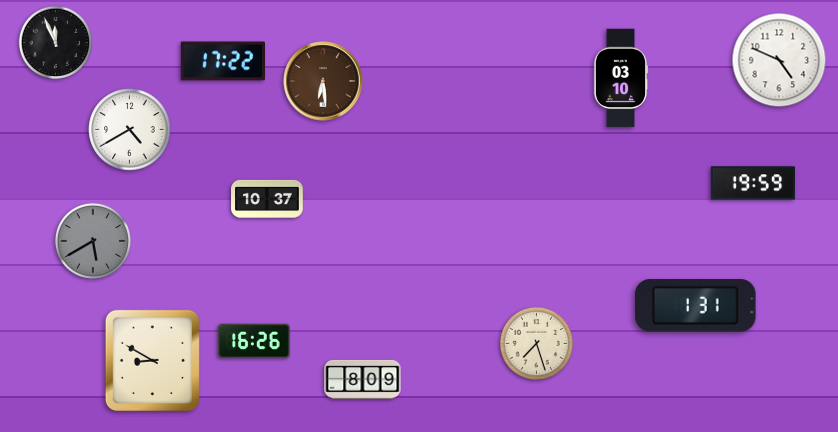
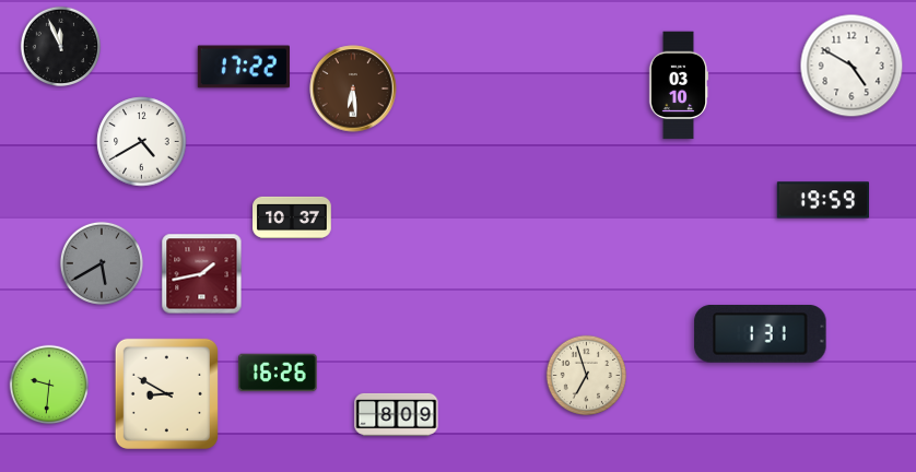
clock at (779, 60): 4:49 -> 4:50
clock at (202, 274): none -> 1:43
clock at (537, 344): 7:27 -> 6:57
clock at (49, 385): none -> 9:31
